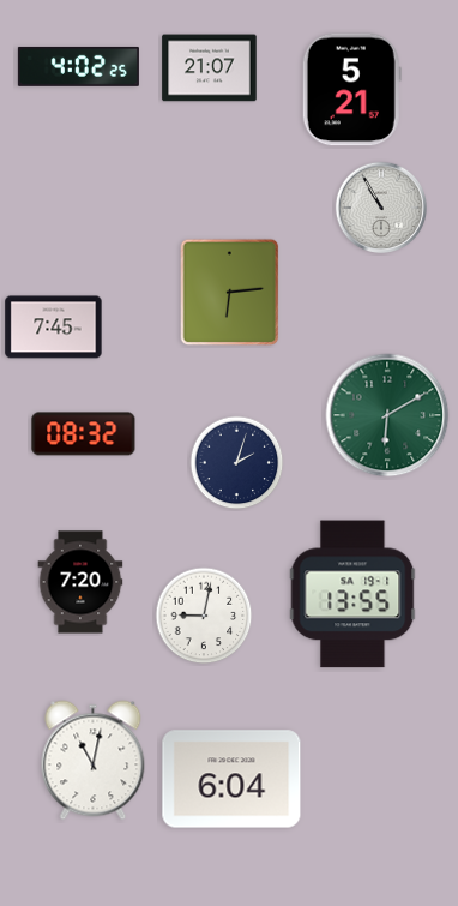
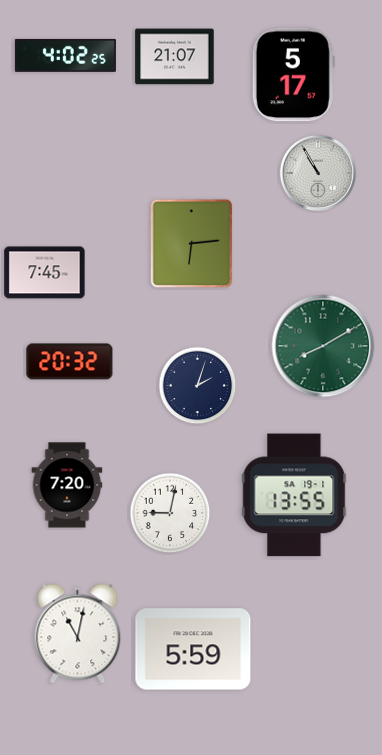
clock at (351, 90): 5:21 -> 5:17
clock at (387, 415): 6:10 -> 8:10
clock at (84, 434): 08:32 -> 20:32
clock at (231, 779): 6:04 -> 5:59
